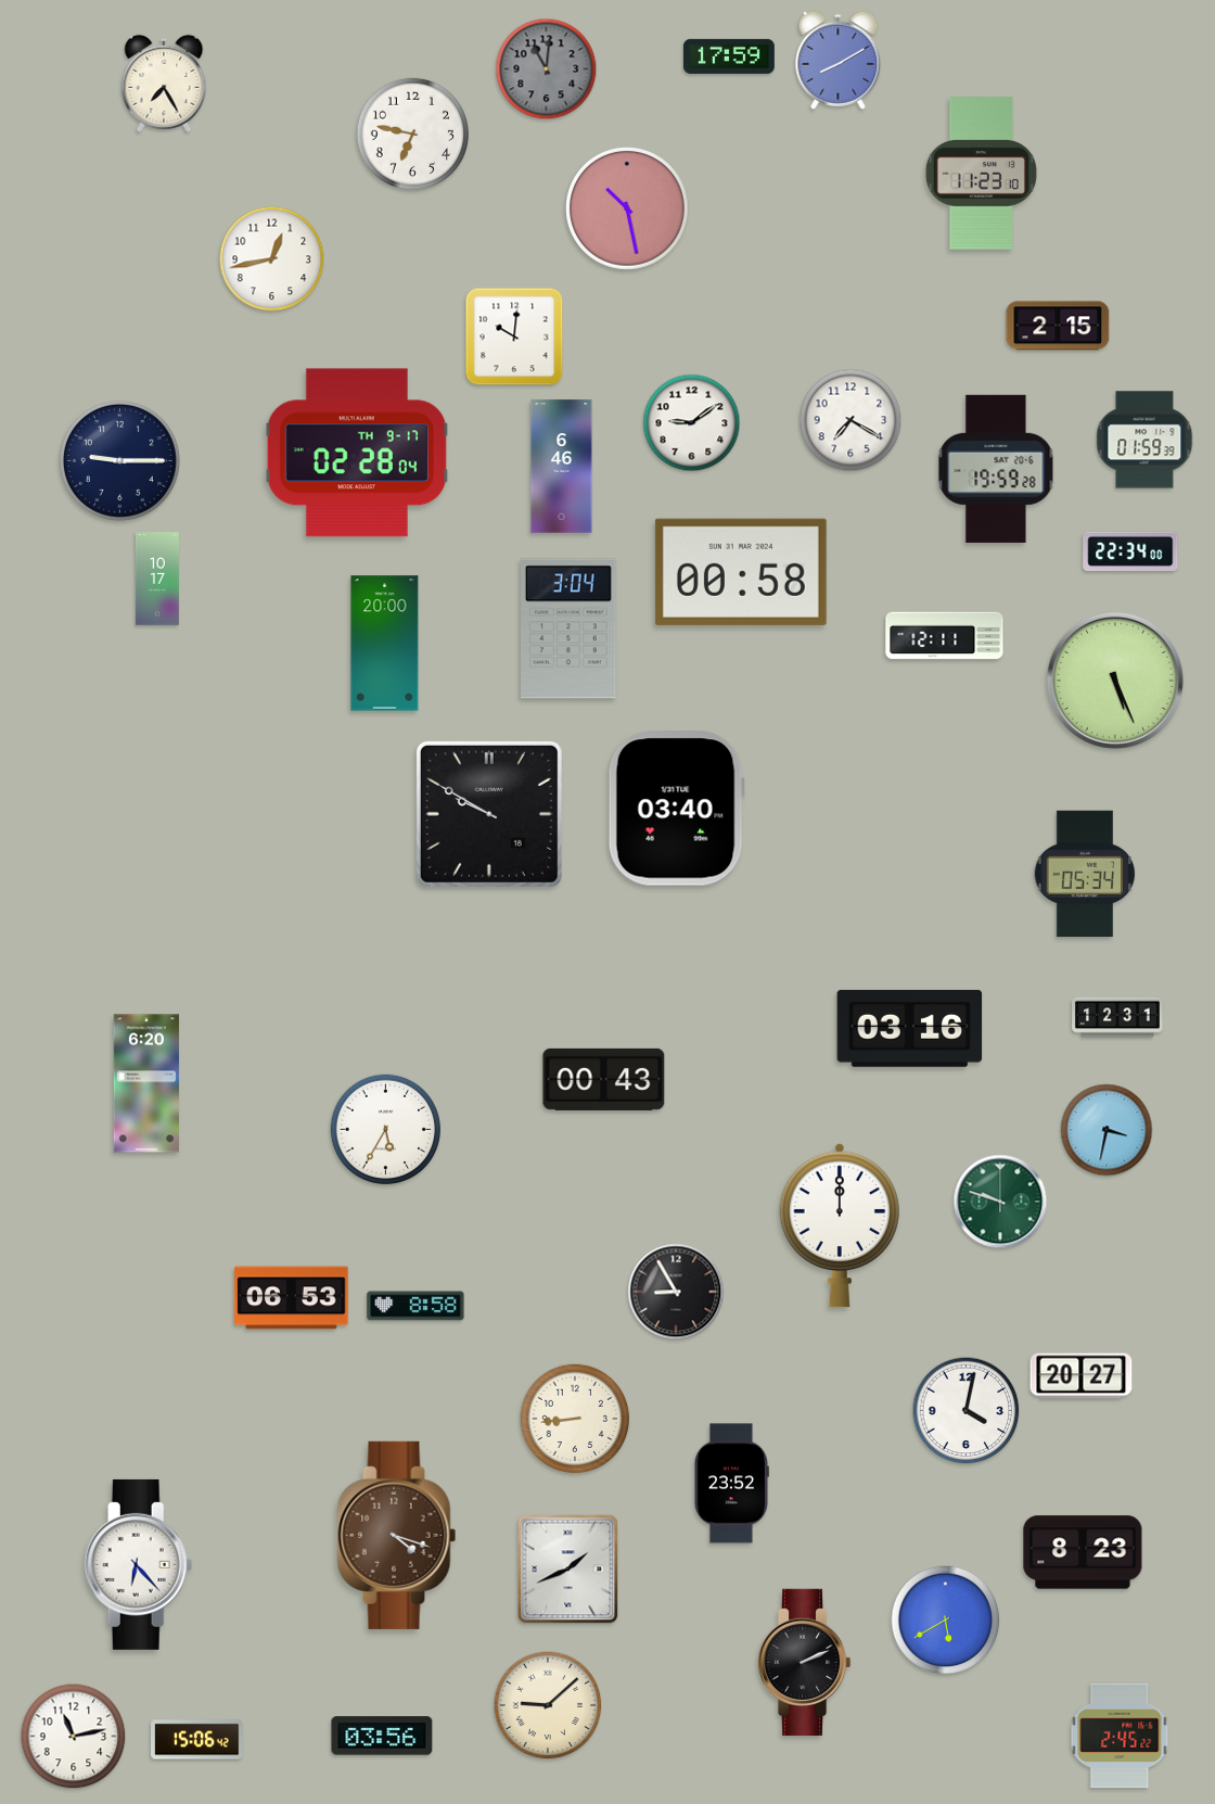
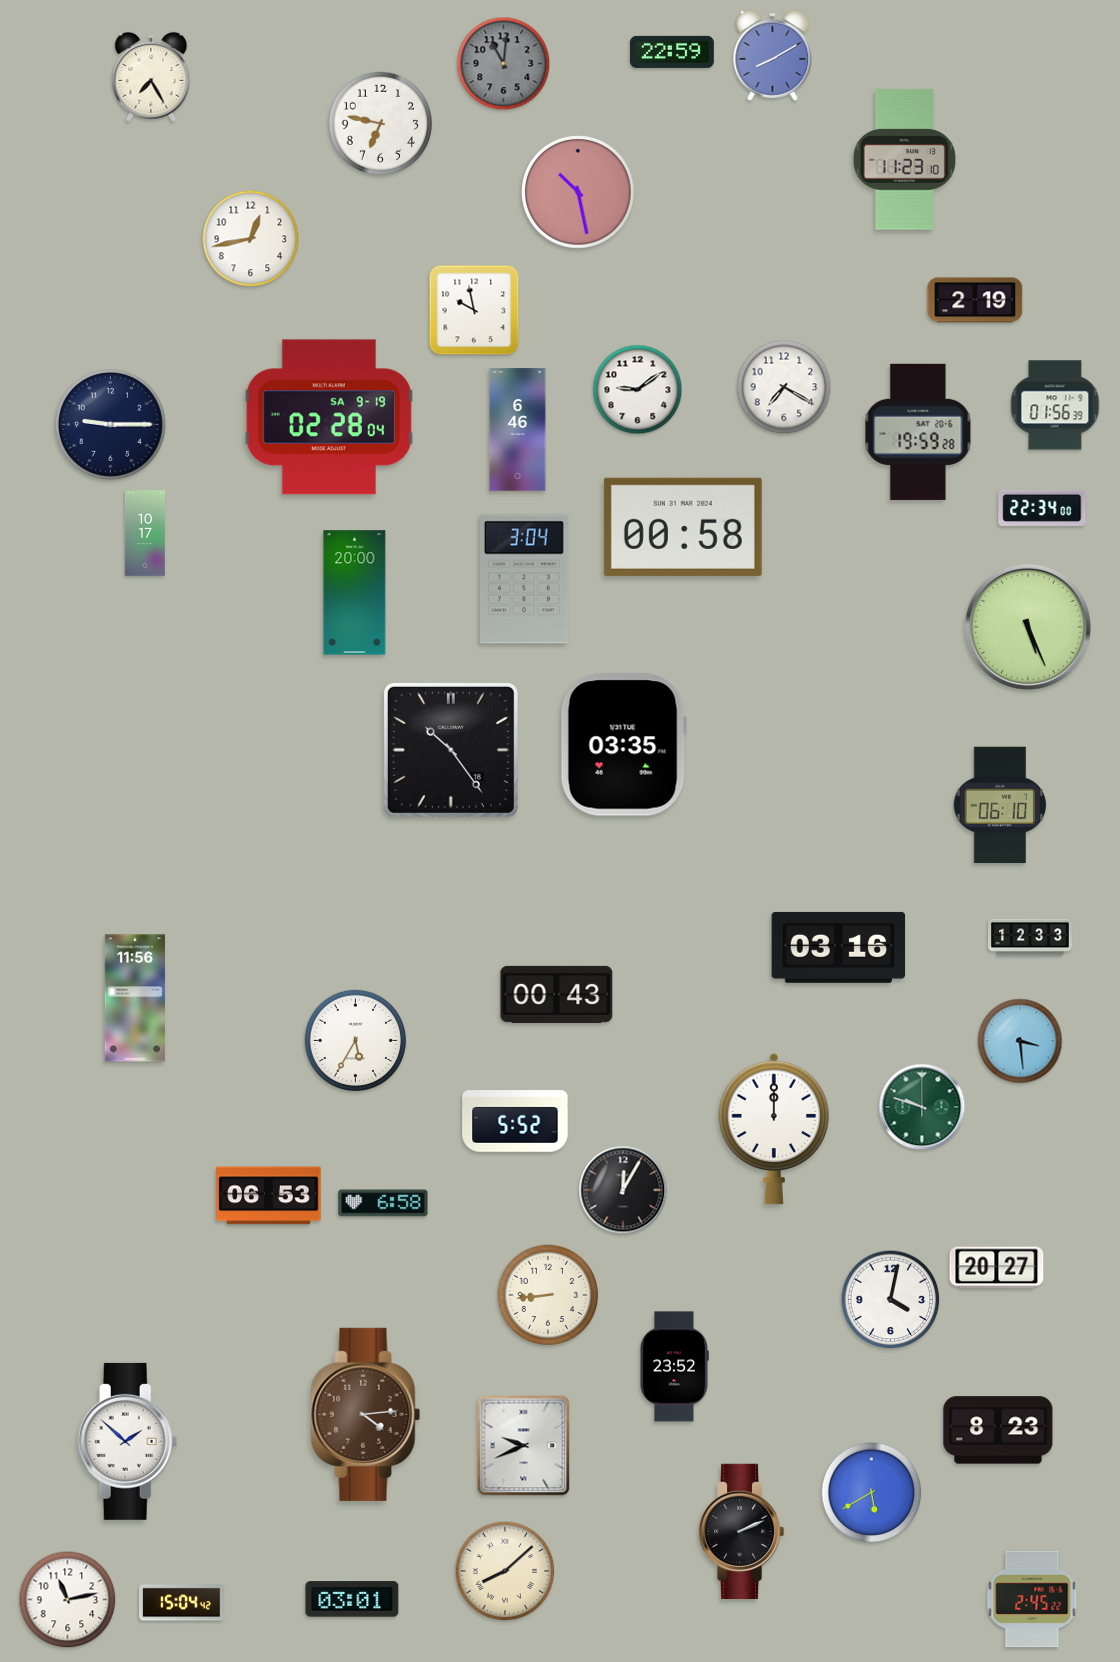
clock at (729, 56): 17:59 -> 22:59
clock at (1058, 326): 2:15 -> 2:19
clock at (514, 336): 10:01 -> 9:58
clock at (1144, 440): 01:59 -> 01:56
clock at (357, 453) date: TH 9-17 -> SA 9-19
clock at (945, 636): 12:11 -> none
clock at (676, 809): 03:40 -> 03:35
clock at (489, 814): 9:50 -> 10:24
clock at (1084, 874): 05:34 -> 06:10
clock at (1118, 1017): 12:31 -> 12:33
clock at (146, 1083): 6:20 -> 11:56
clock at (1107, 1130): 3:32 -> 3:29
clock at (515, 1121): none -> 5:52
clock at (676, 1292): 8:55 -> 12:05
clock at (415, 1306): 8:58 -> 6:58
clock at (575, 1419) position: (575, 1419) -> (548, 1295)
clock at (397, 1535): 4:18 -> 4:14
clock at (139, 1564): 6:23 -> 1:52
clock at (568, 1570): 1:41 -> 9:41
clock at (548, 1705): 9:08 -> 8:08
clock at (382, 1736): 03:56 -> 03:01
clock at (197, 1740): 15:06 -> 15:04
